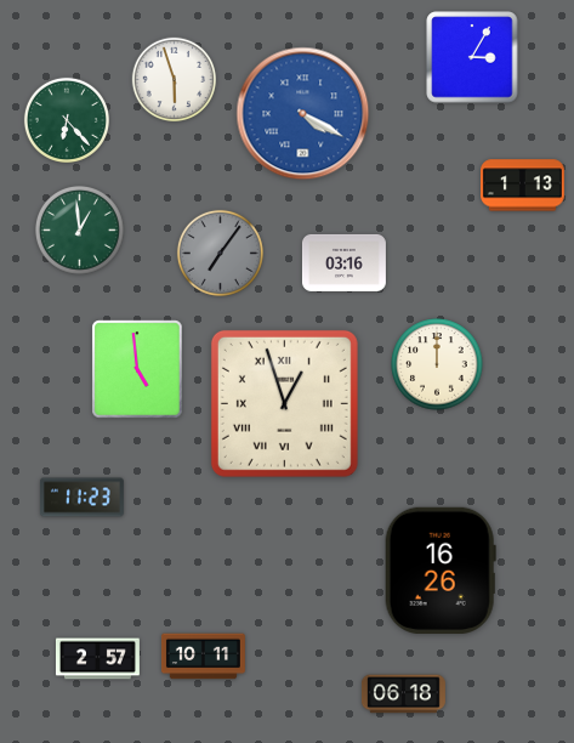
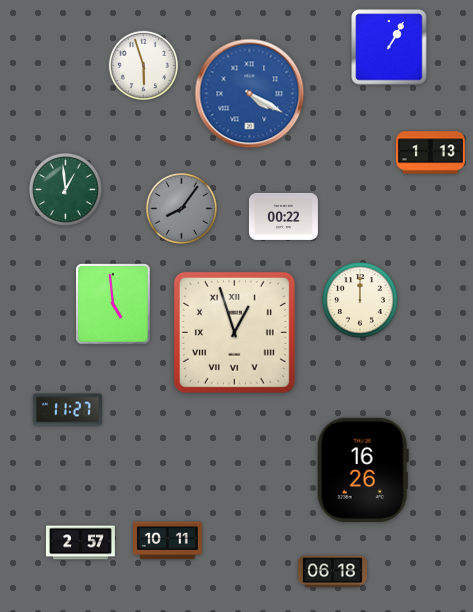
clock at (472, 57): 3:05 -> 1:05
clock at (66, 119): 6:23 -> none
clock at (220, 253): 7:06 -> 8:06
clock at (343, 262): 03:16 -> 00:22
clock at (81, 498): 11:23 -> 11:27
